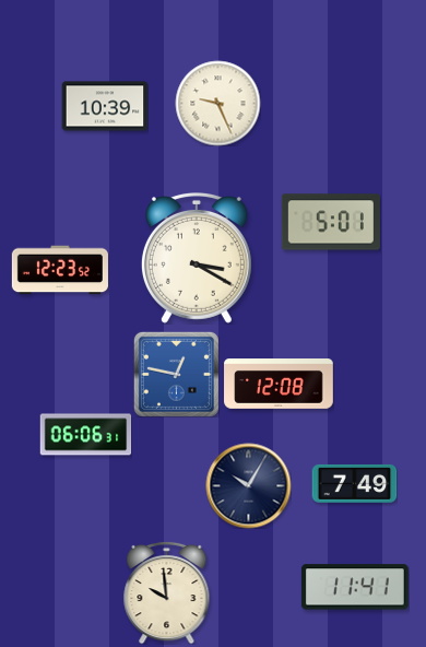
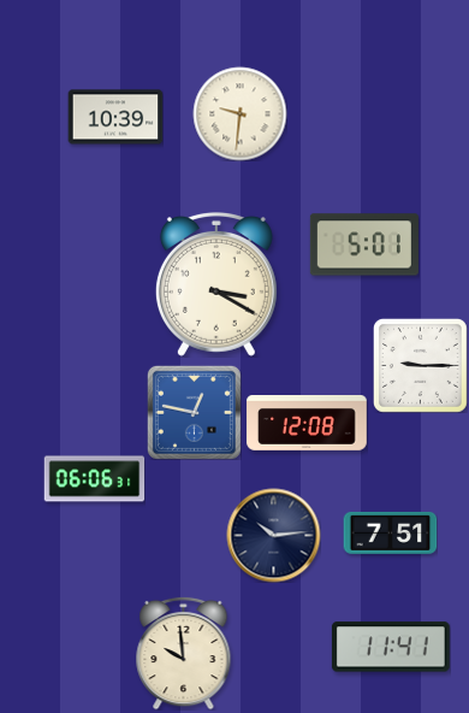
clock at (217, 103): 9:26 -> 9:31
clock at (60, 270): 12:23 -> none
clock at (420, 365): none -> 9:15
clock at (354, 483): 7:49 -> 7:51
clock at (248, 485): 10:05 -> 10:14
